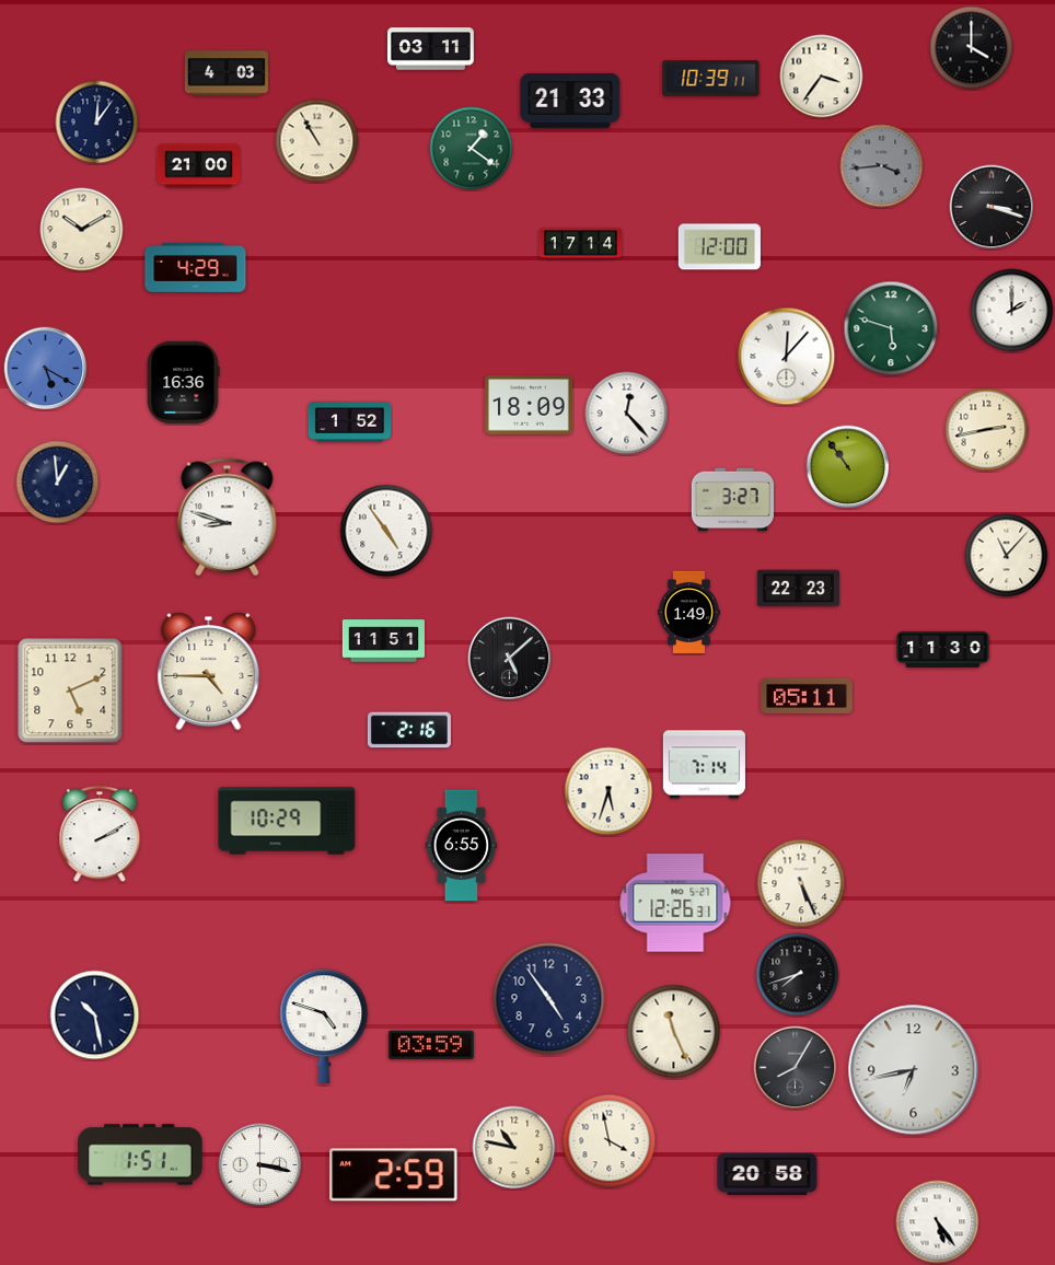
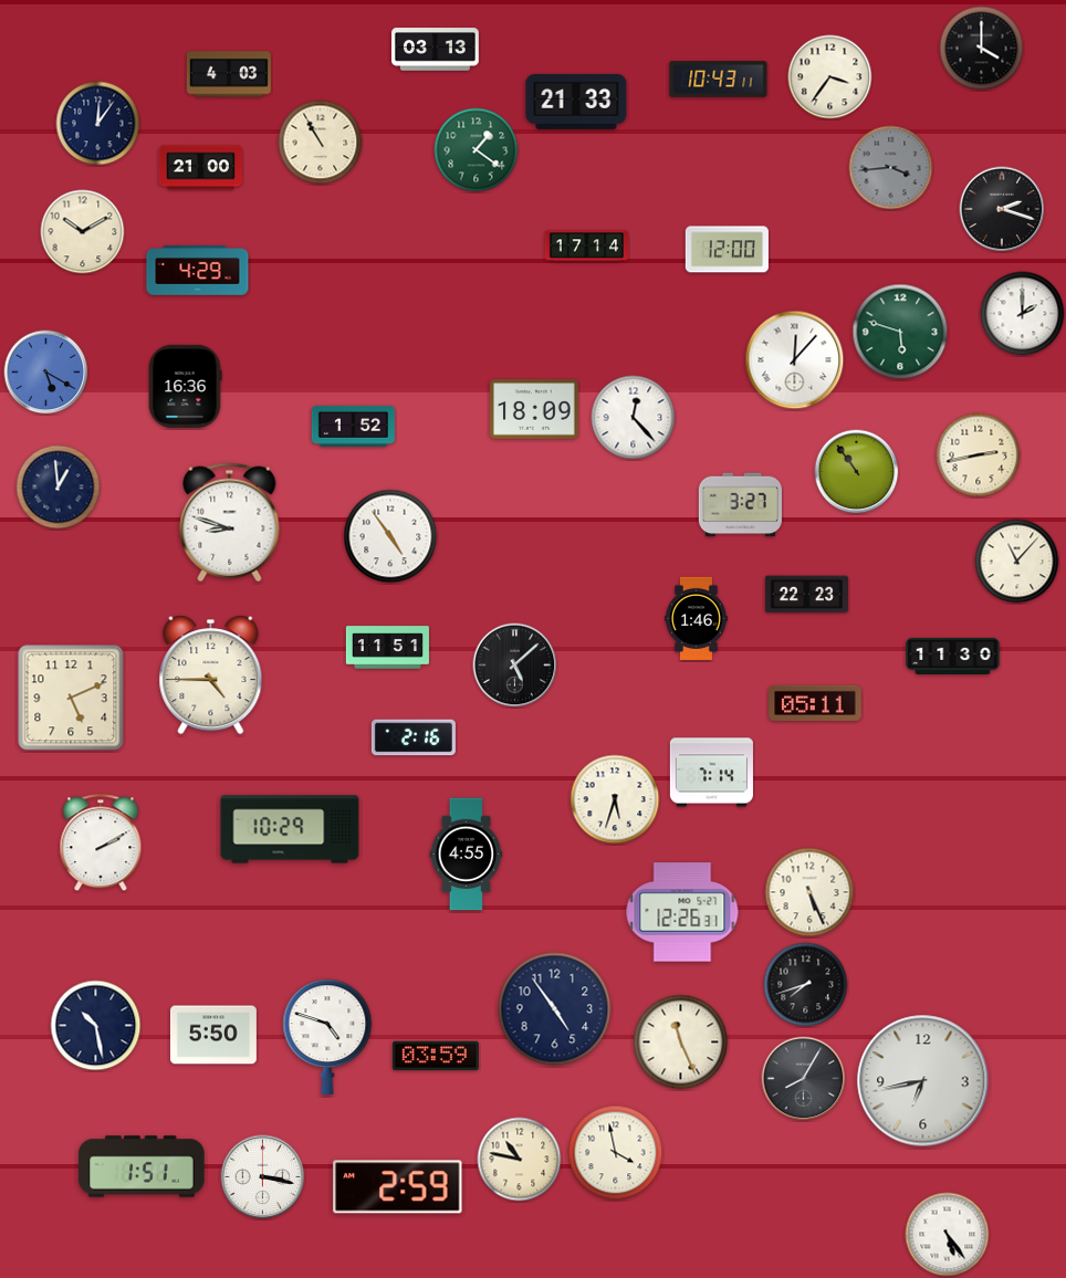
clock at (431, 49): 03:11 -> 03:13
clock at (711, 79): 10:39 -> 10:43
clock at (992, 207): 3:18 -> 2:18
clock at (987, 430) position: (987, 430) -> (979, 455)
clock at (689, 612): 1:49 -> 1:46
clock at (209, 672) position: (209, 672) -> (211, 675)
clock at (462, 846): 6:55 -> 4:55
clock at (213, 1035): none -> 5:50
clock at (767, 1174): 20:58 -> none
